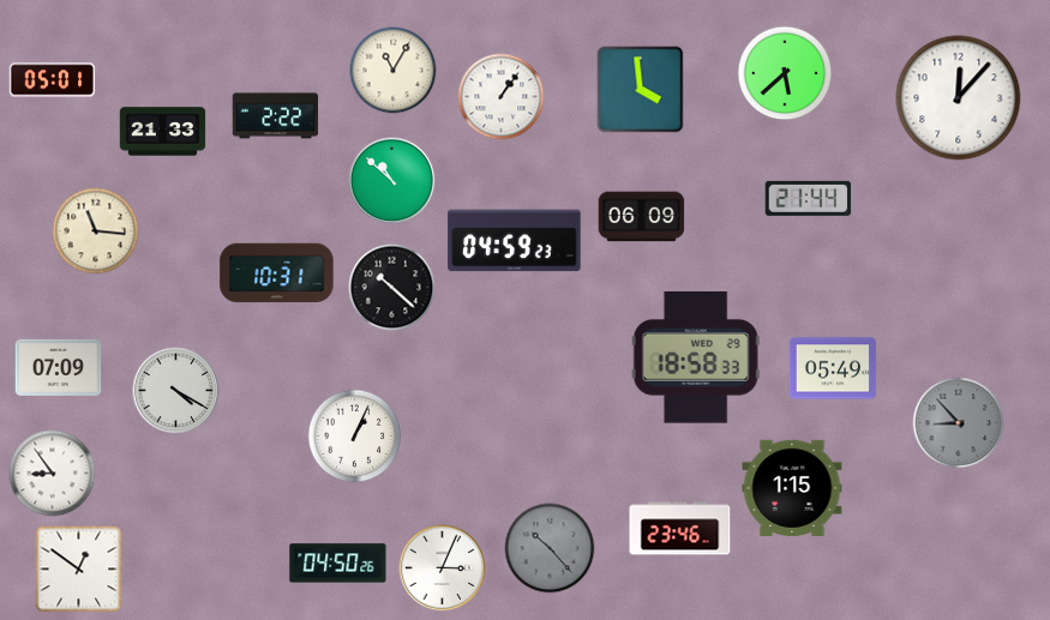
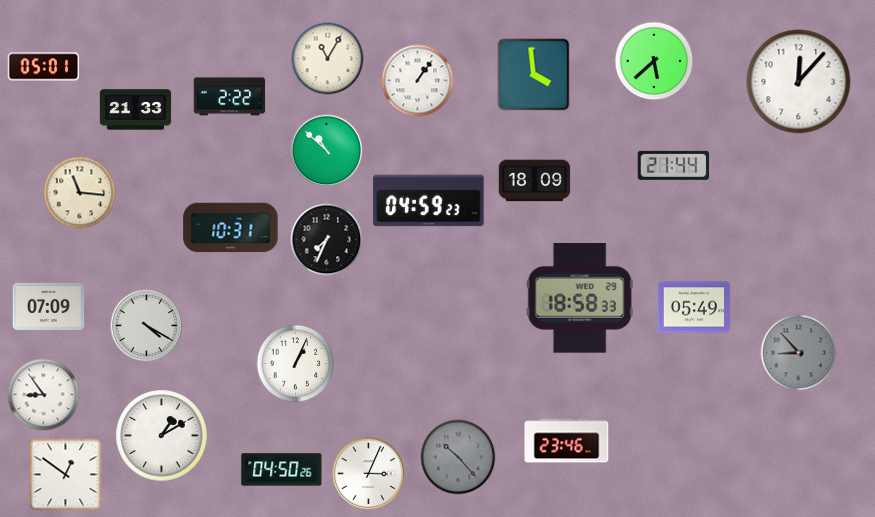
clock at (642, 217): 06:09 -> 18:09
clock at (392, 288): 10:22 -> 7:34
clock at (792, 488): 1:15 -> none
clock at (162, 436): none -> 1:10
